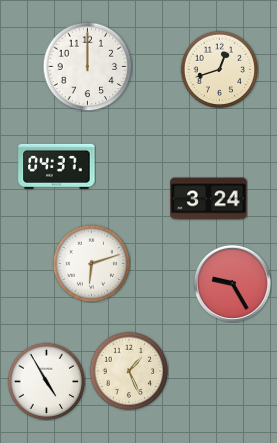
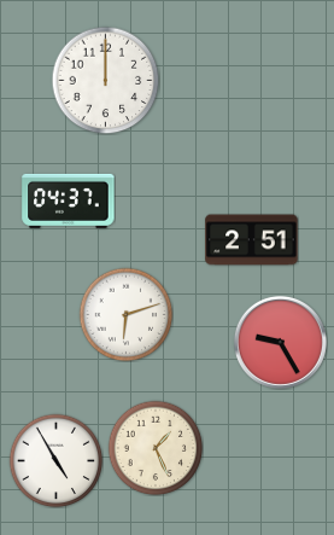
clock at (219, 69): 12:42 -> none
clock at (209, 199): 3:24 -> 2:51
clock at (91, 263) position: (91, 263) -> (125, 314)
